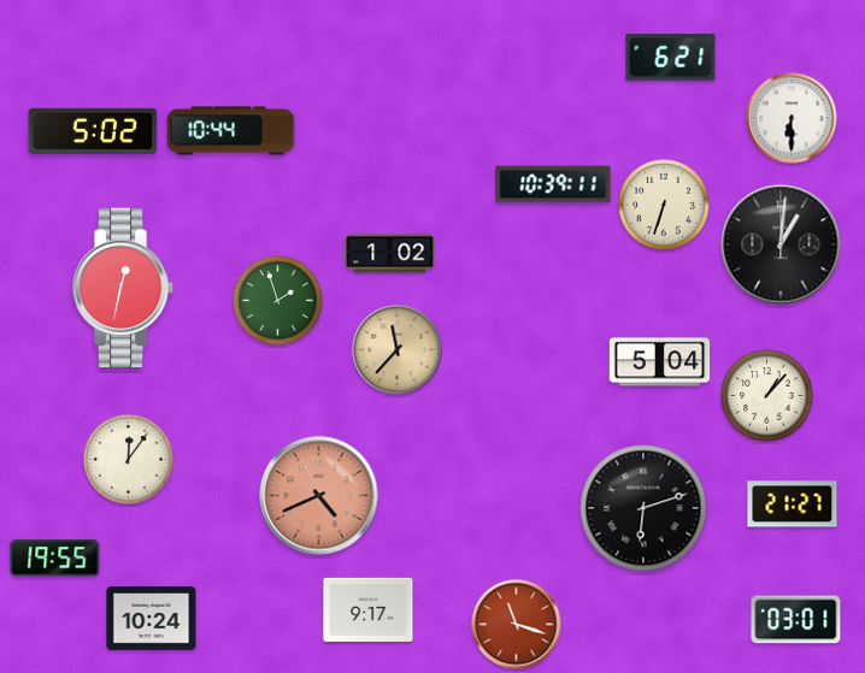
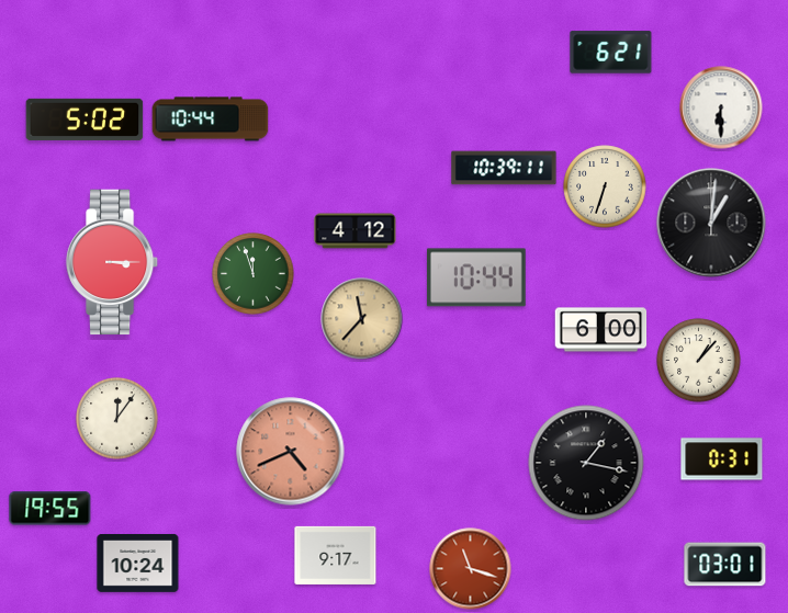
clock at (390, 254): 1:02 -> 4:12
clock at (123, 288): 12:32 -> 3:15
clock at (278, 301): 1:57 -> 11:57
clock at (476, 277): none -> 10:44
clock at (660, 362): 5:04 -> 6:00
clock at (793, 504): 21:27 -> 0:31
clock at (643, 508): 6:12 -> 1:17
